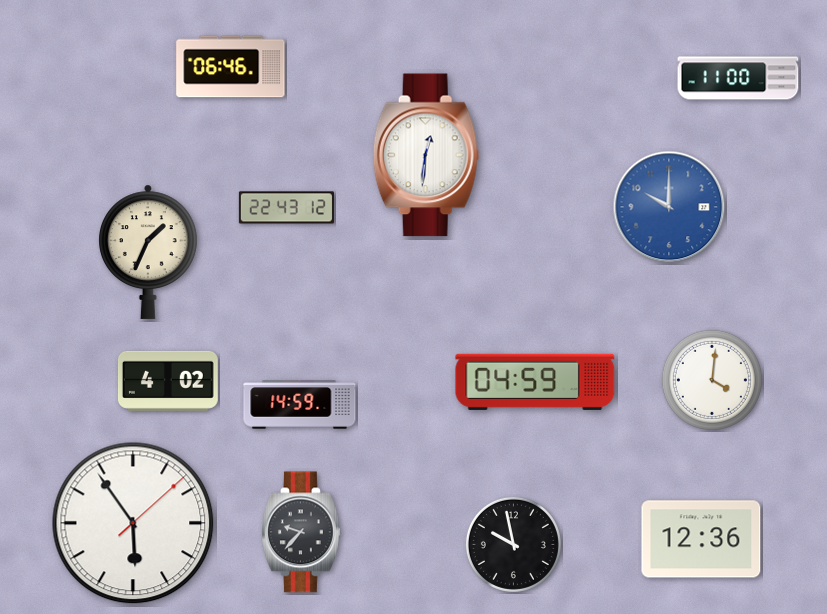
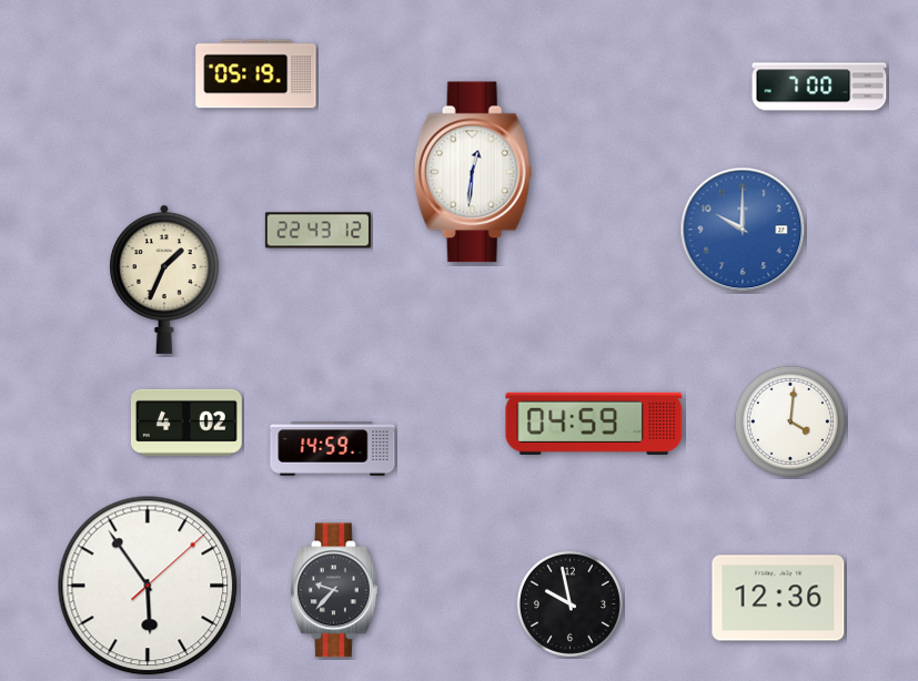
clock at (231, 67): 06:46 -> 05:19
clock at (738, 78): 11:00 -> 7:00
clock at (133, 523) position: (133, 523) -> (148, 586)
